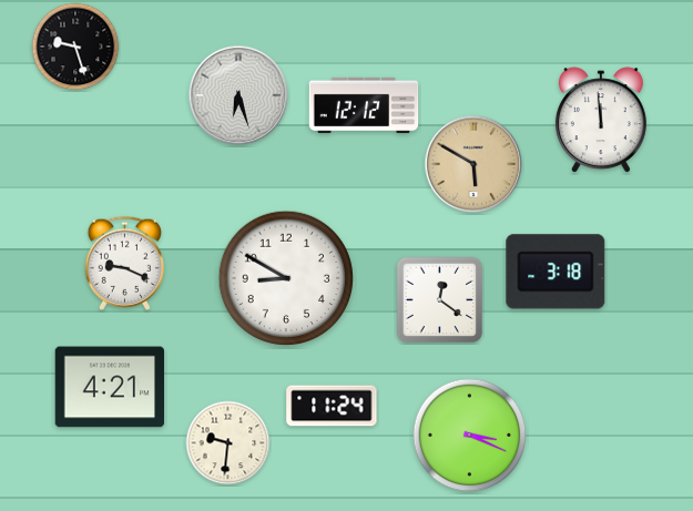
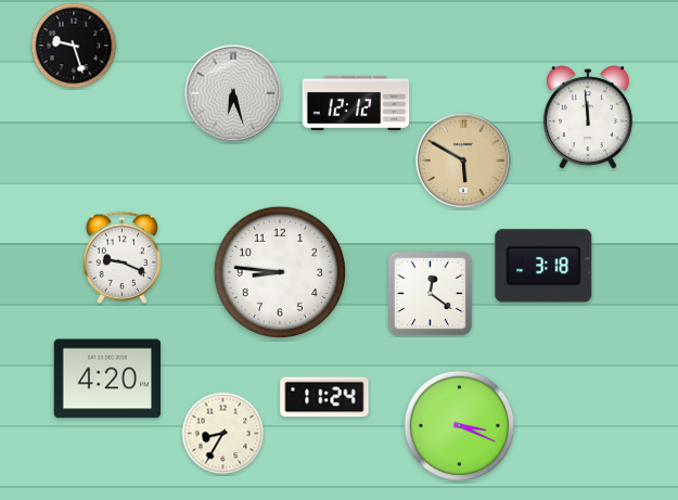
clock at (285, 277): 8:50 -> 8:46
clock at (110, 387): 4:21 -> 4:20
clock at (228, 443): 9:31 -> 8:35
